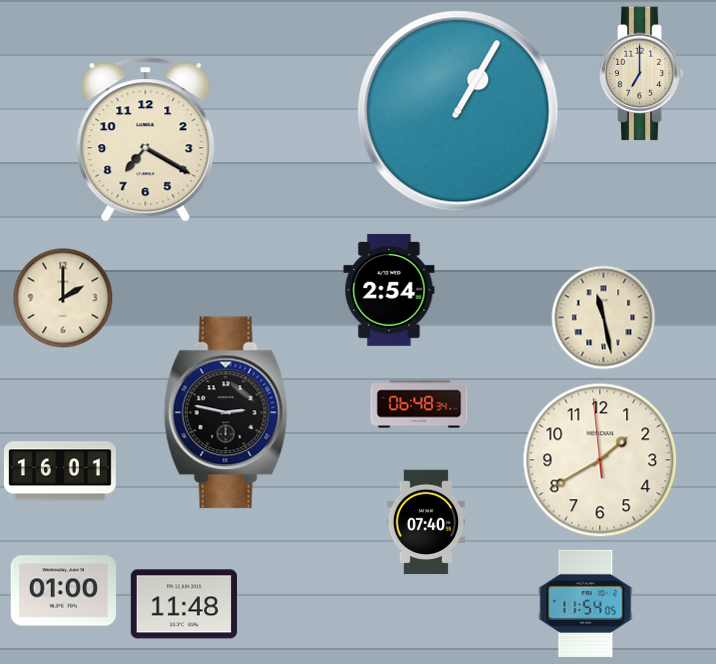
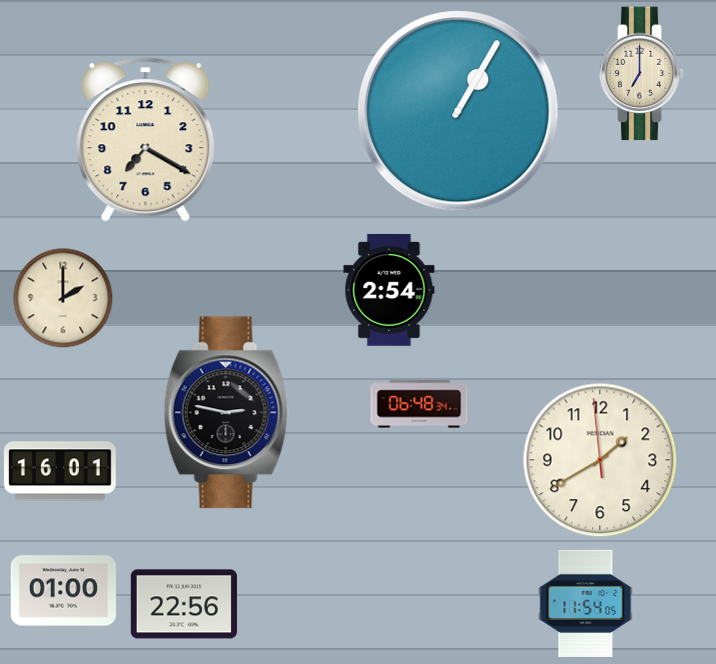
clock at (604, 318): 11:28 -> none
clock at (426, 522): 07:40 -> none
clock at (184, 604): 11:48 -> 22:56
